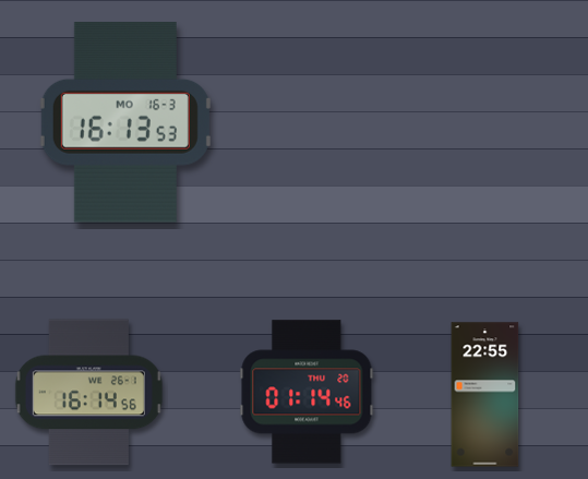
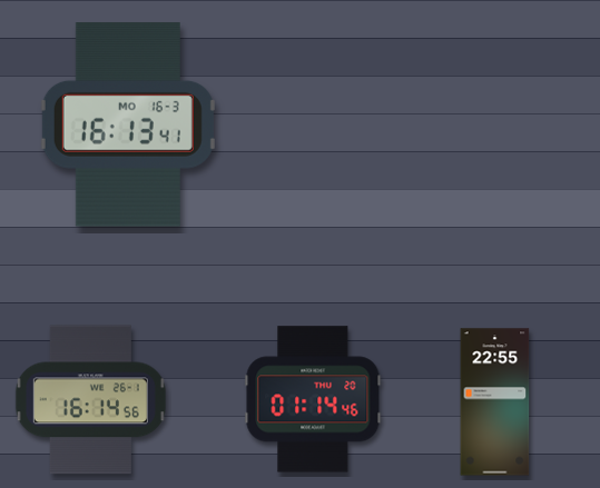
clock at (125, 122): 16:13:53 -> 16:13:41
